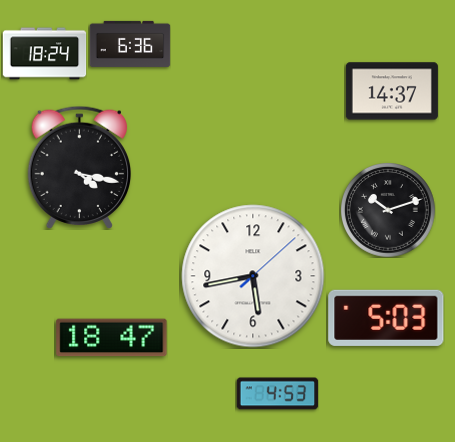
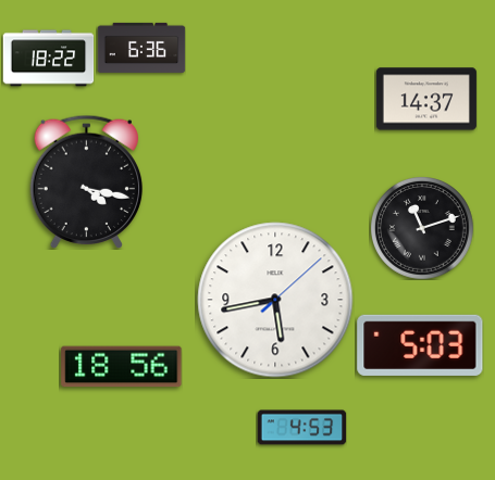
clock at (44, 54): 18:24 -> 18:22
clock at (388, 210): 10:12 -> 11:12
clock at (112, 338): 18:47 -> 18:56
